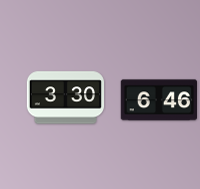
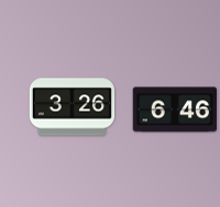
clock at (65, 98): 3:30 -> 3:26
